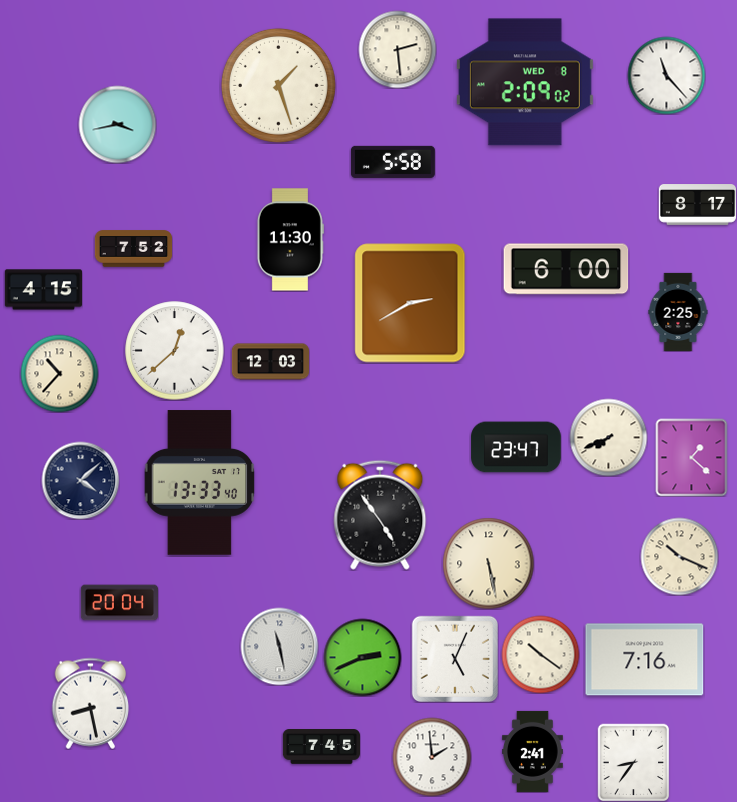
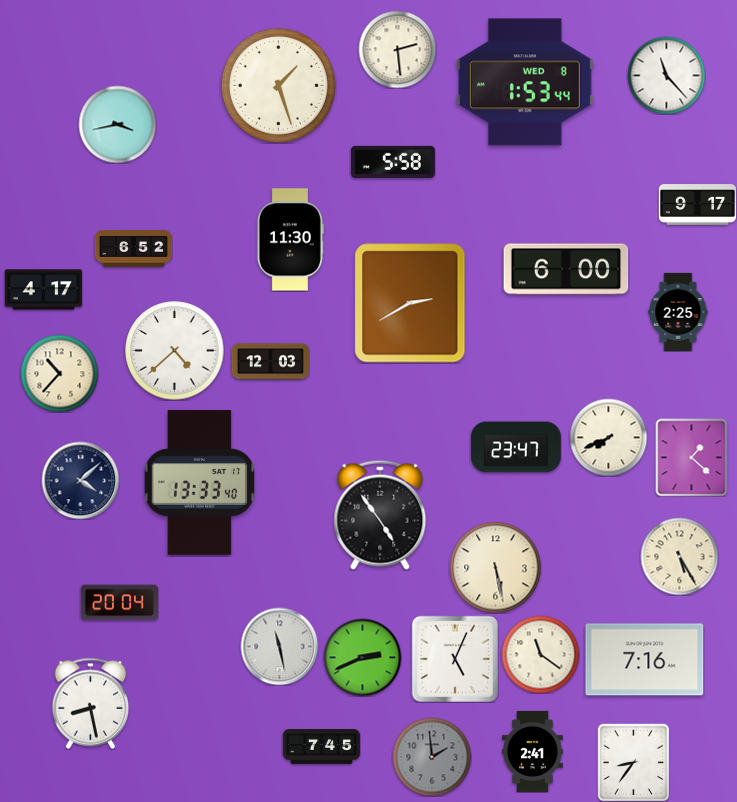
clock at (525, 82): 2:09 -> 1:53
clock at (697, 205): 8:17 -> 9:17
clock at (133, 249): 7:52 -> 6:52
clock at (43, 290): 4:15 -> 4:17
clock at (175, 351): 12:38 -> 4:38
clock at (679, 556): 10:19 -> 5:25
clock at (488, 563) position: (488, 563) -> (495, 567)
clock at (540, 654): 10:21 -> 11:21
clock at (432, 757) dial: white -> grey
